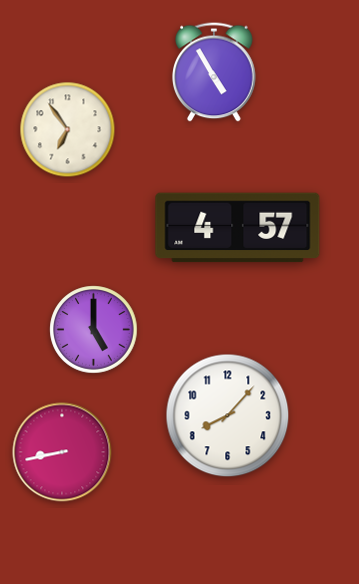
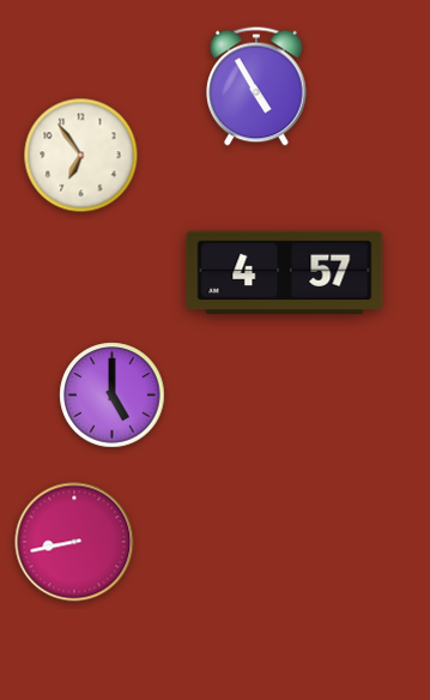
clock at (228, 416): 8:07 -> none
